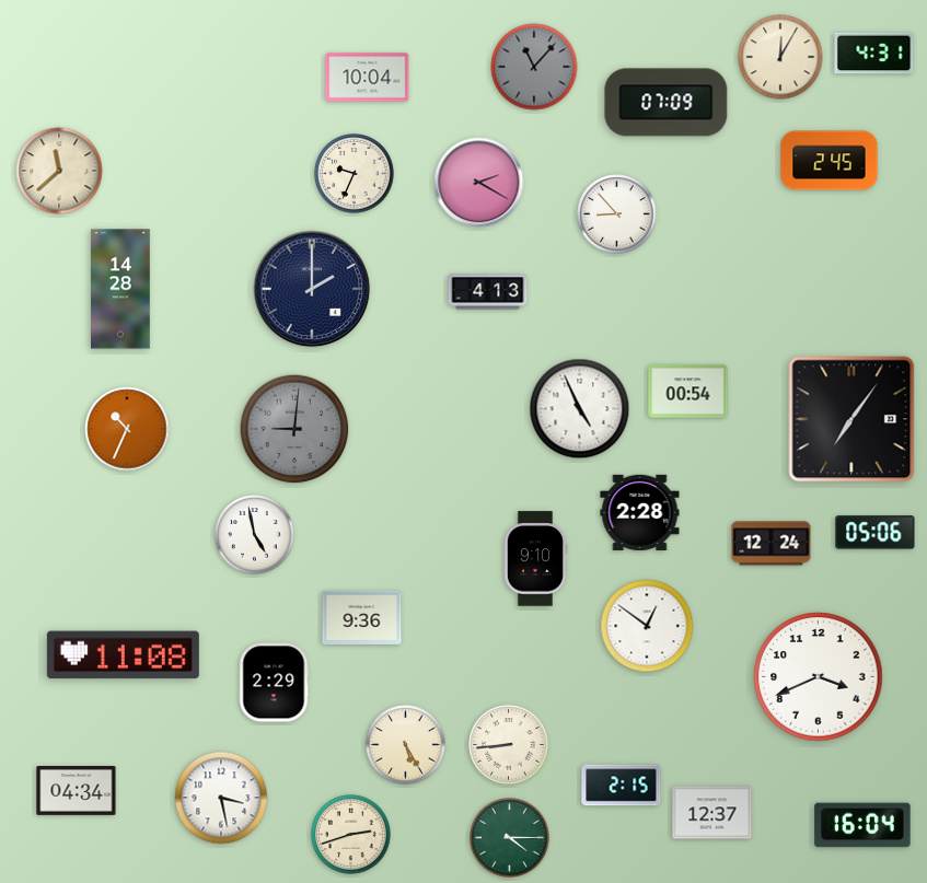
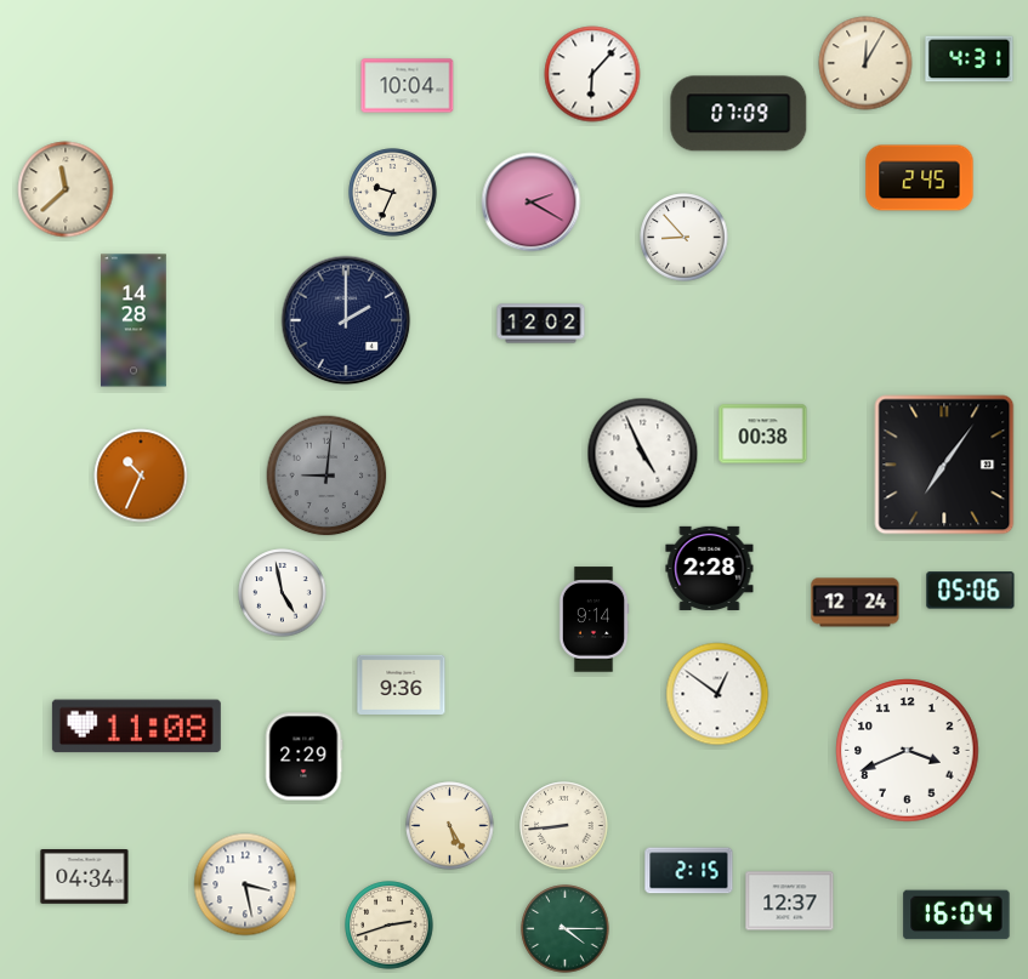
clock at (534, 67): 11:07 -> 6:07
clock at (534, 67) dial: grey -> white
clock at (488, 292): 4:13 -> 12:02
clock at (688, 392): 00:54 -> 00:38
clock at (535, 559): 9:10 -> 9:14
